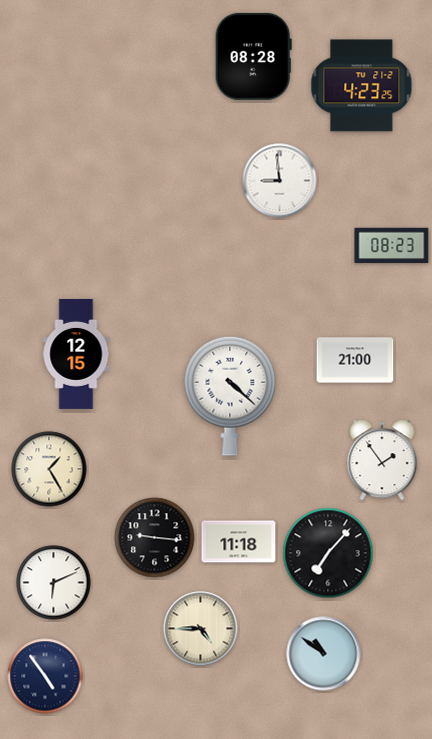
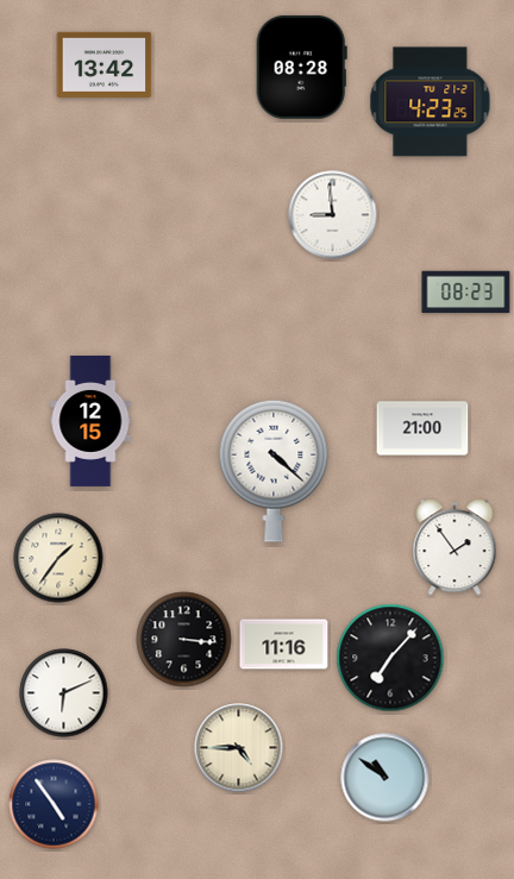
clock at (105, 64): none -> 13:42
clock at (49, 469): 1:25 -> 1:36
clock at (155, 538): 9:16 -> 3:16
clock at (239, 542): 11:18 -> 11:16
